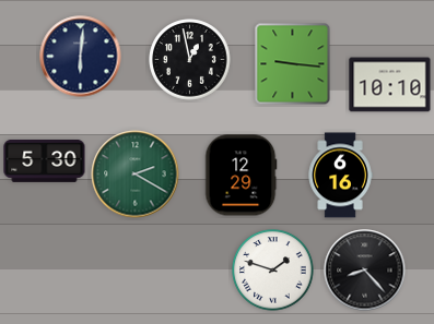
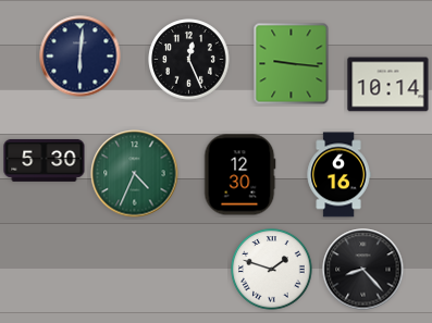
clock at (190, 60): 12:58 -> 12:26
clock at (390, 85): 10:10 -> 10:14
clock at (136, 175): 2:20 -> 4:34
clock at (241, 176): 12:29 -> 12:30
